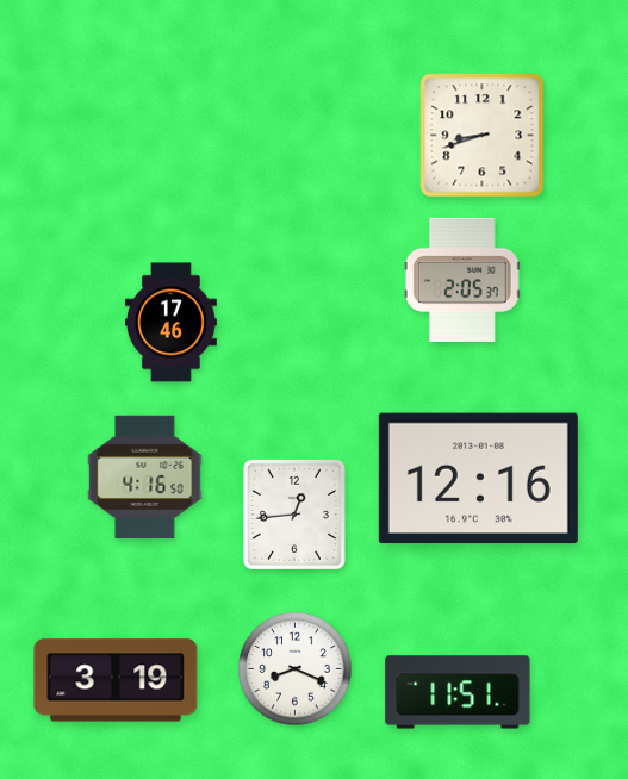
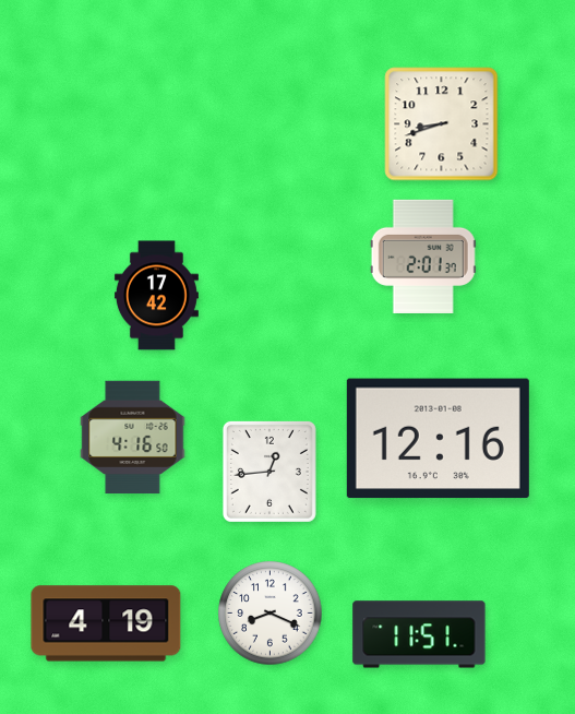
clock at (462, 280): 2:05 -> 2:01
clock at (170, 323): 17:46 -> 17:42
clock at (116, 680): 3:19 -> 4:19
